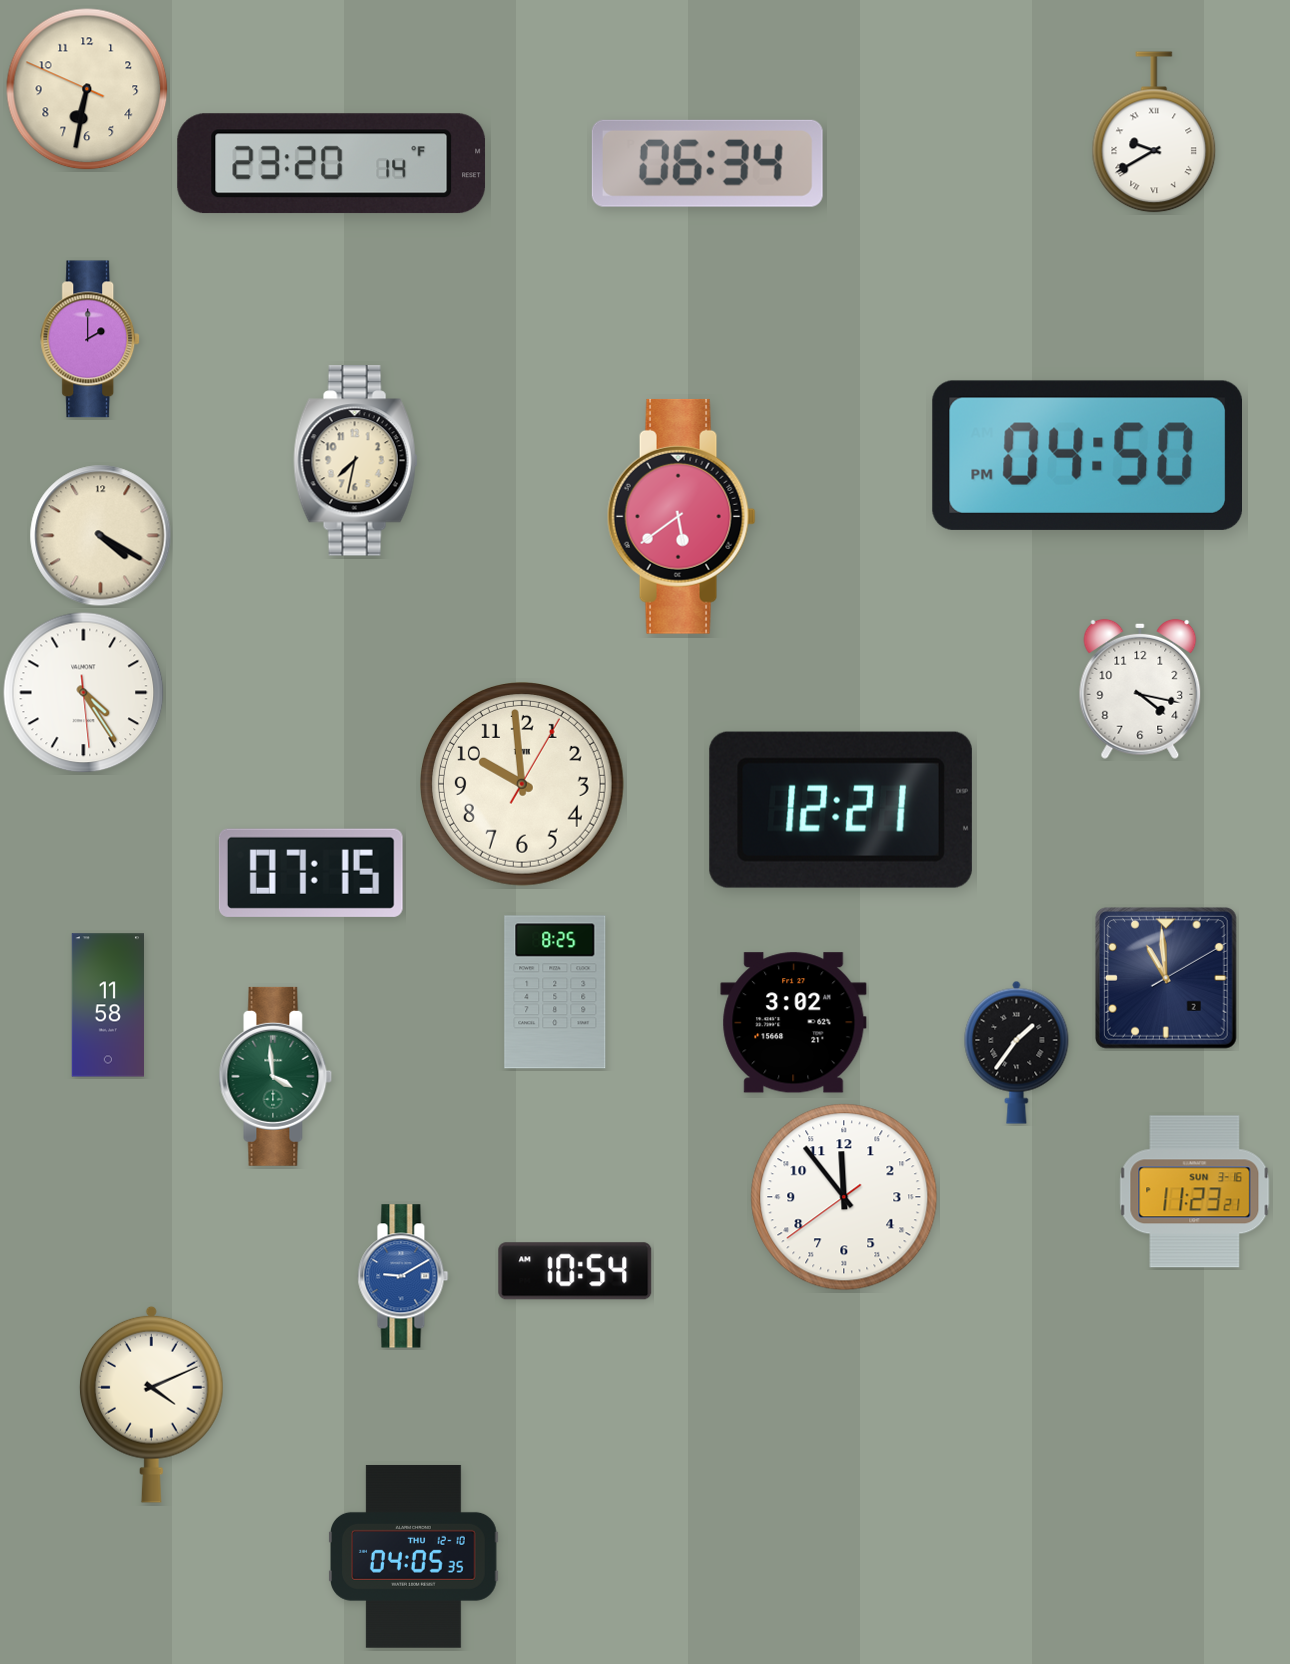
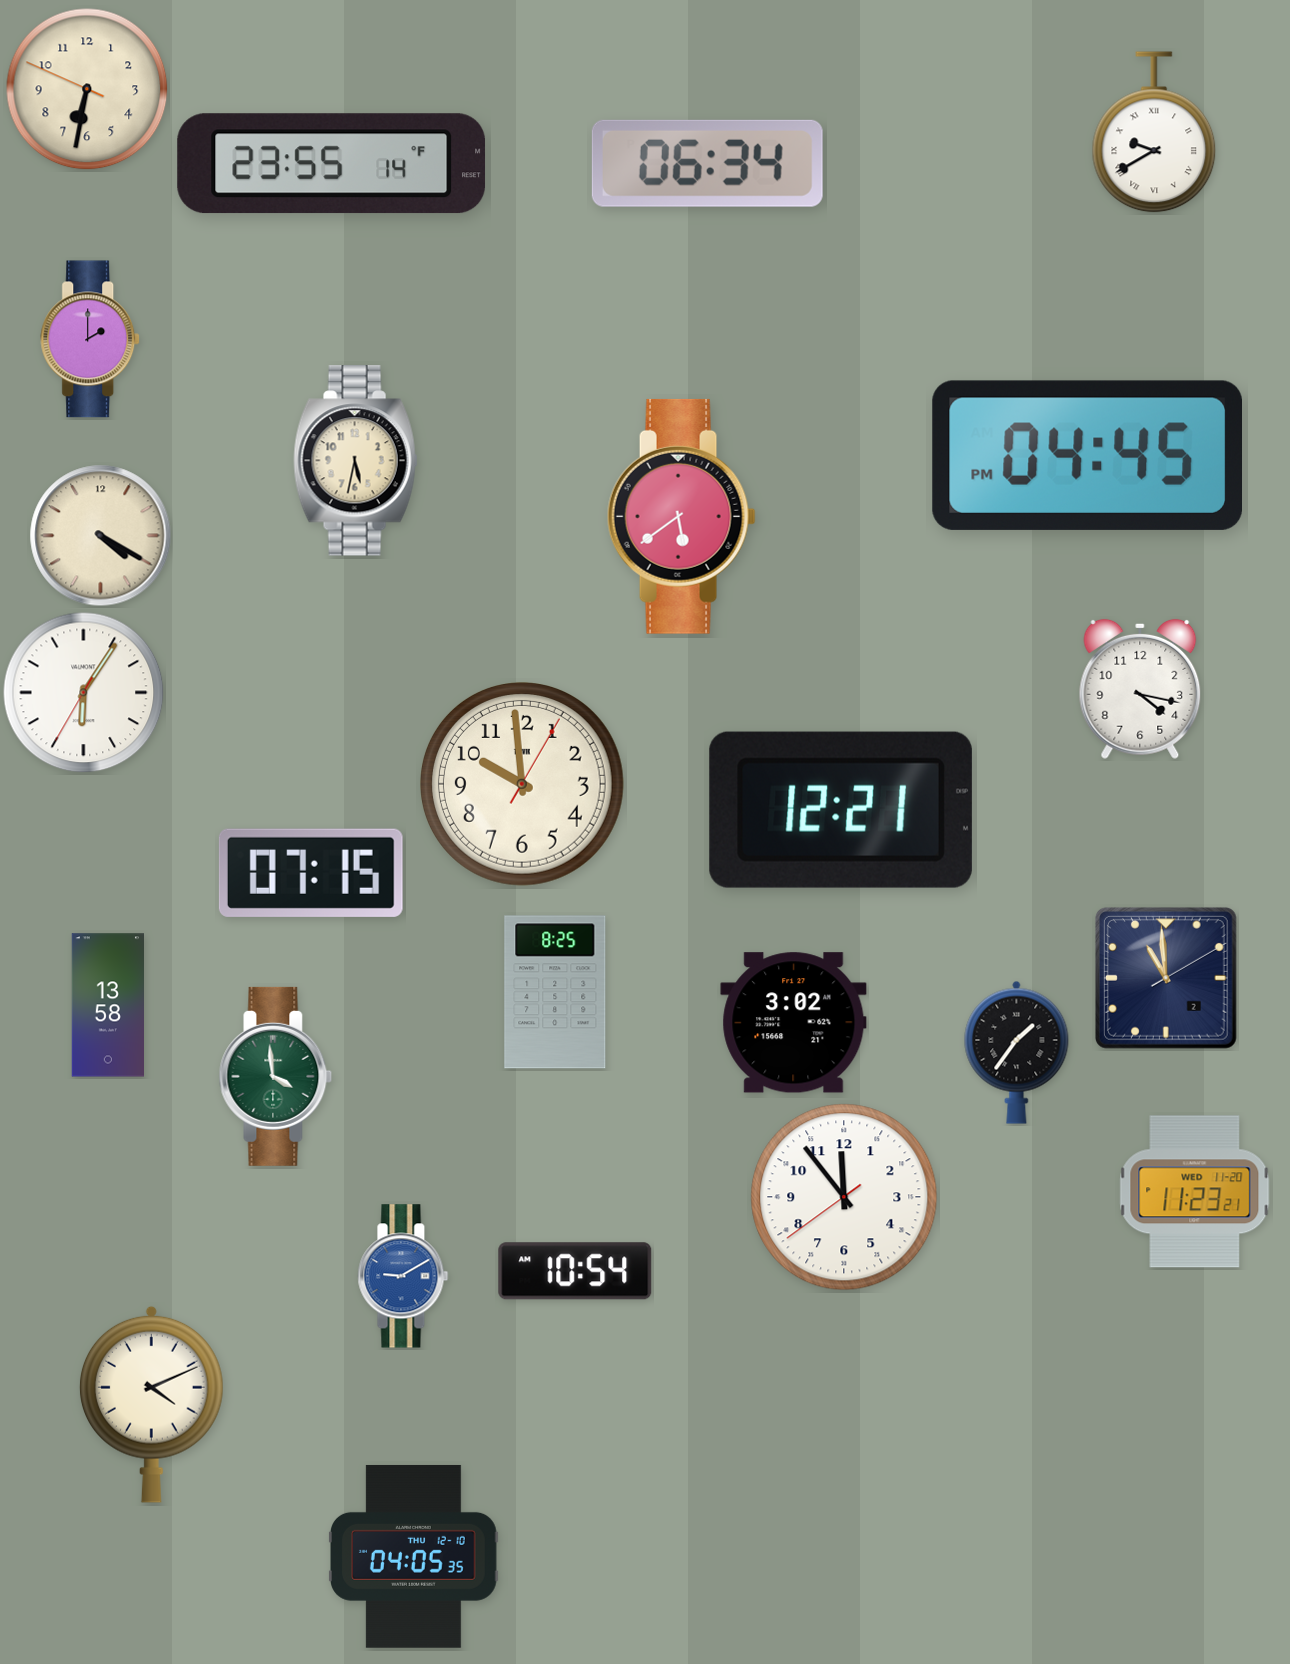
clock at (332, 164): 23:20 -> 23:55
clock at (1087, 455): 04:50 -> 04:45
clock at (356, 461): 7:32 -> 5:32
clock at (84, 693): 4:24 -> 6:05
clock at (107, 1005): 11:58 -> 13:58
clock at (1195, 1192) date: SUN 3-16 -> WED 11-20
